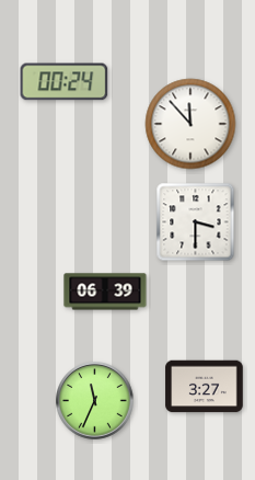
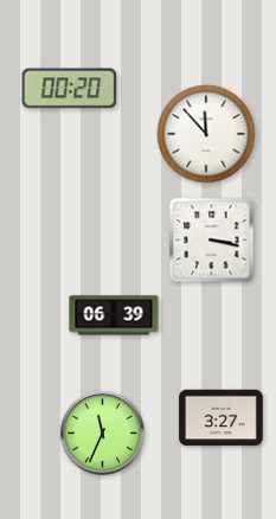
clock at (65, 82): 00:24 -> 00:20
clock at (196, 222): 3:30 -> 3:17
